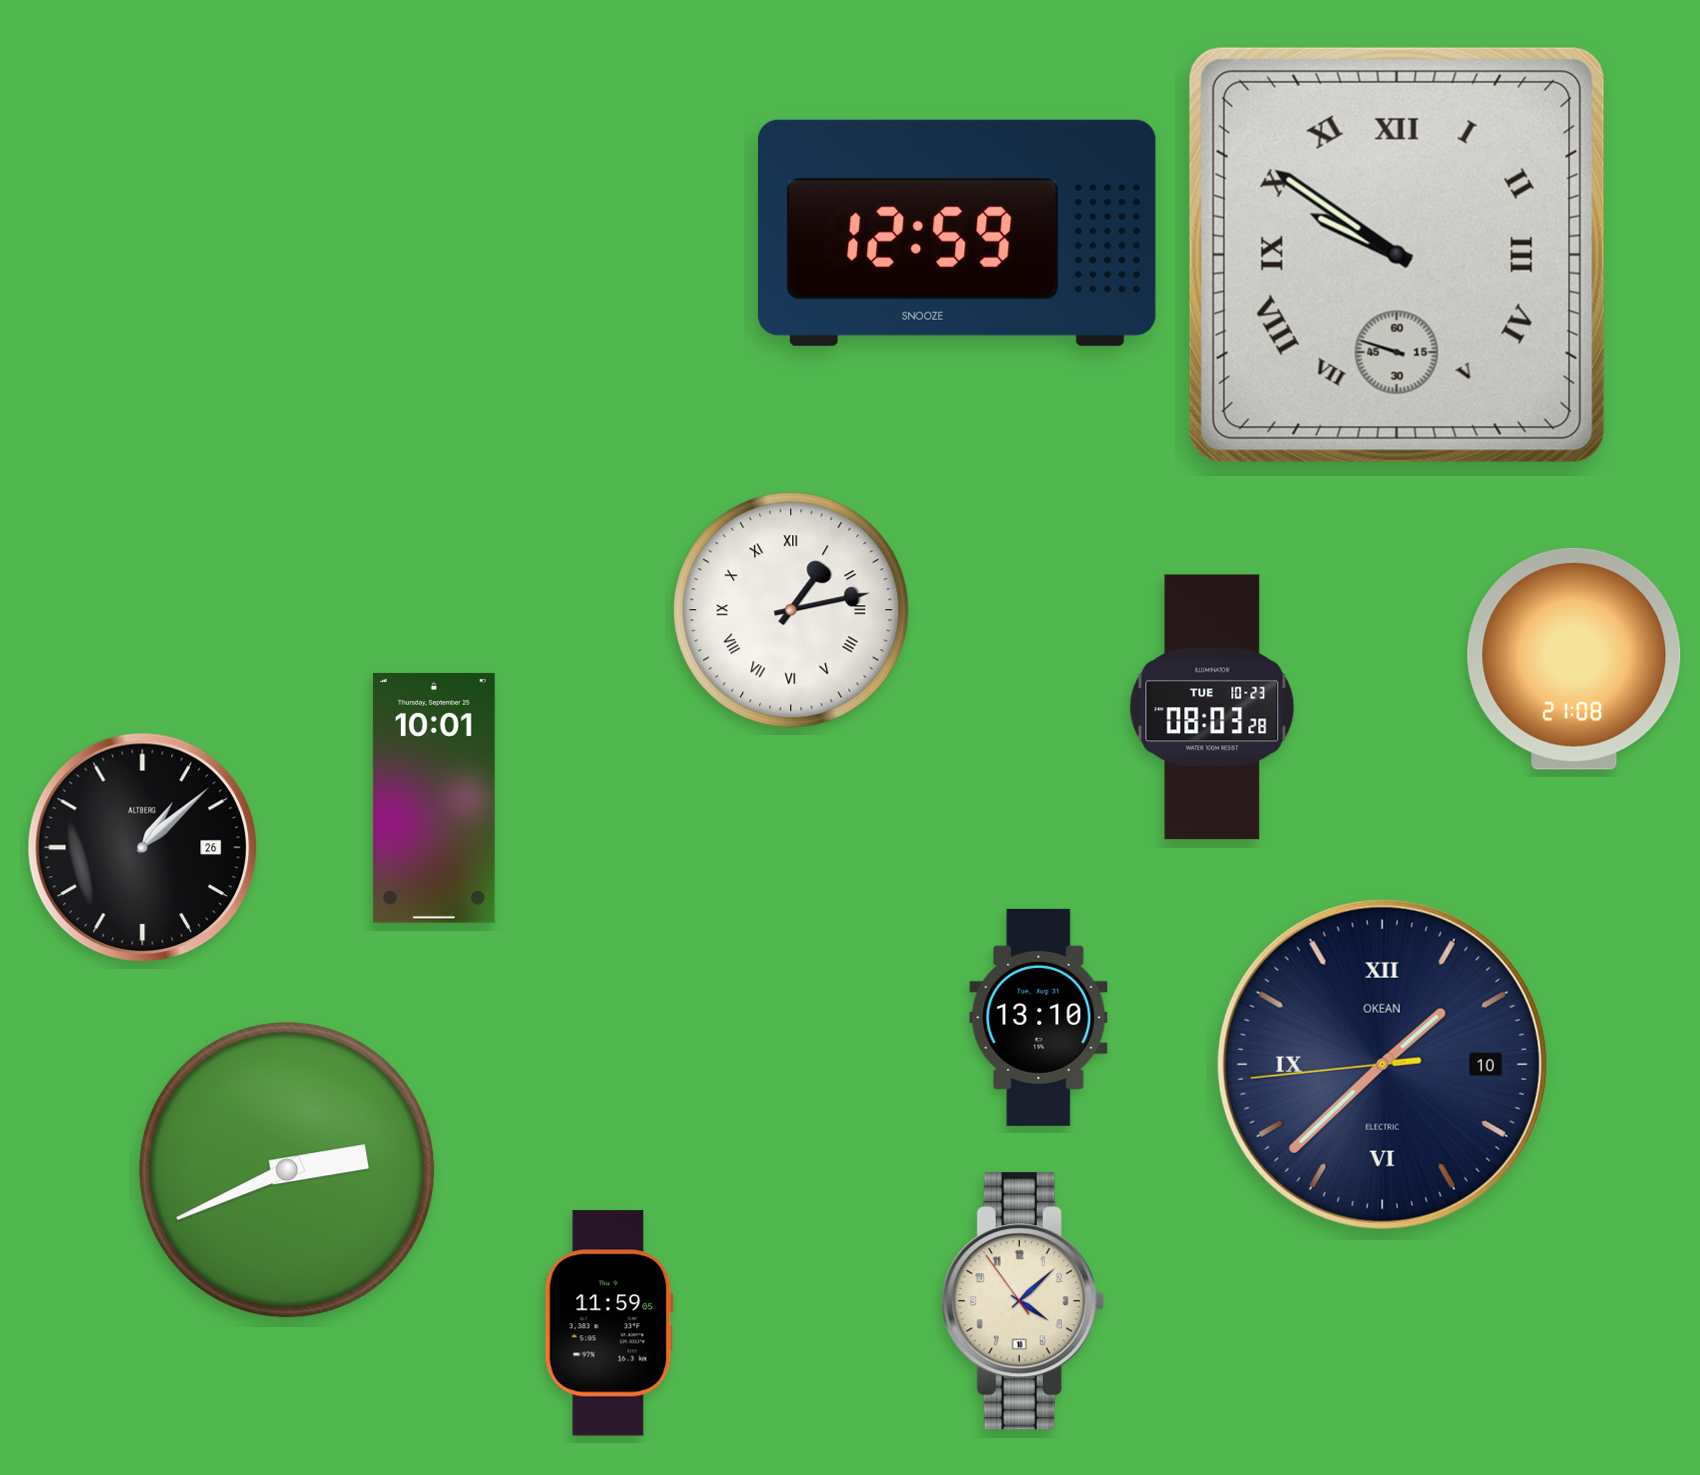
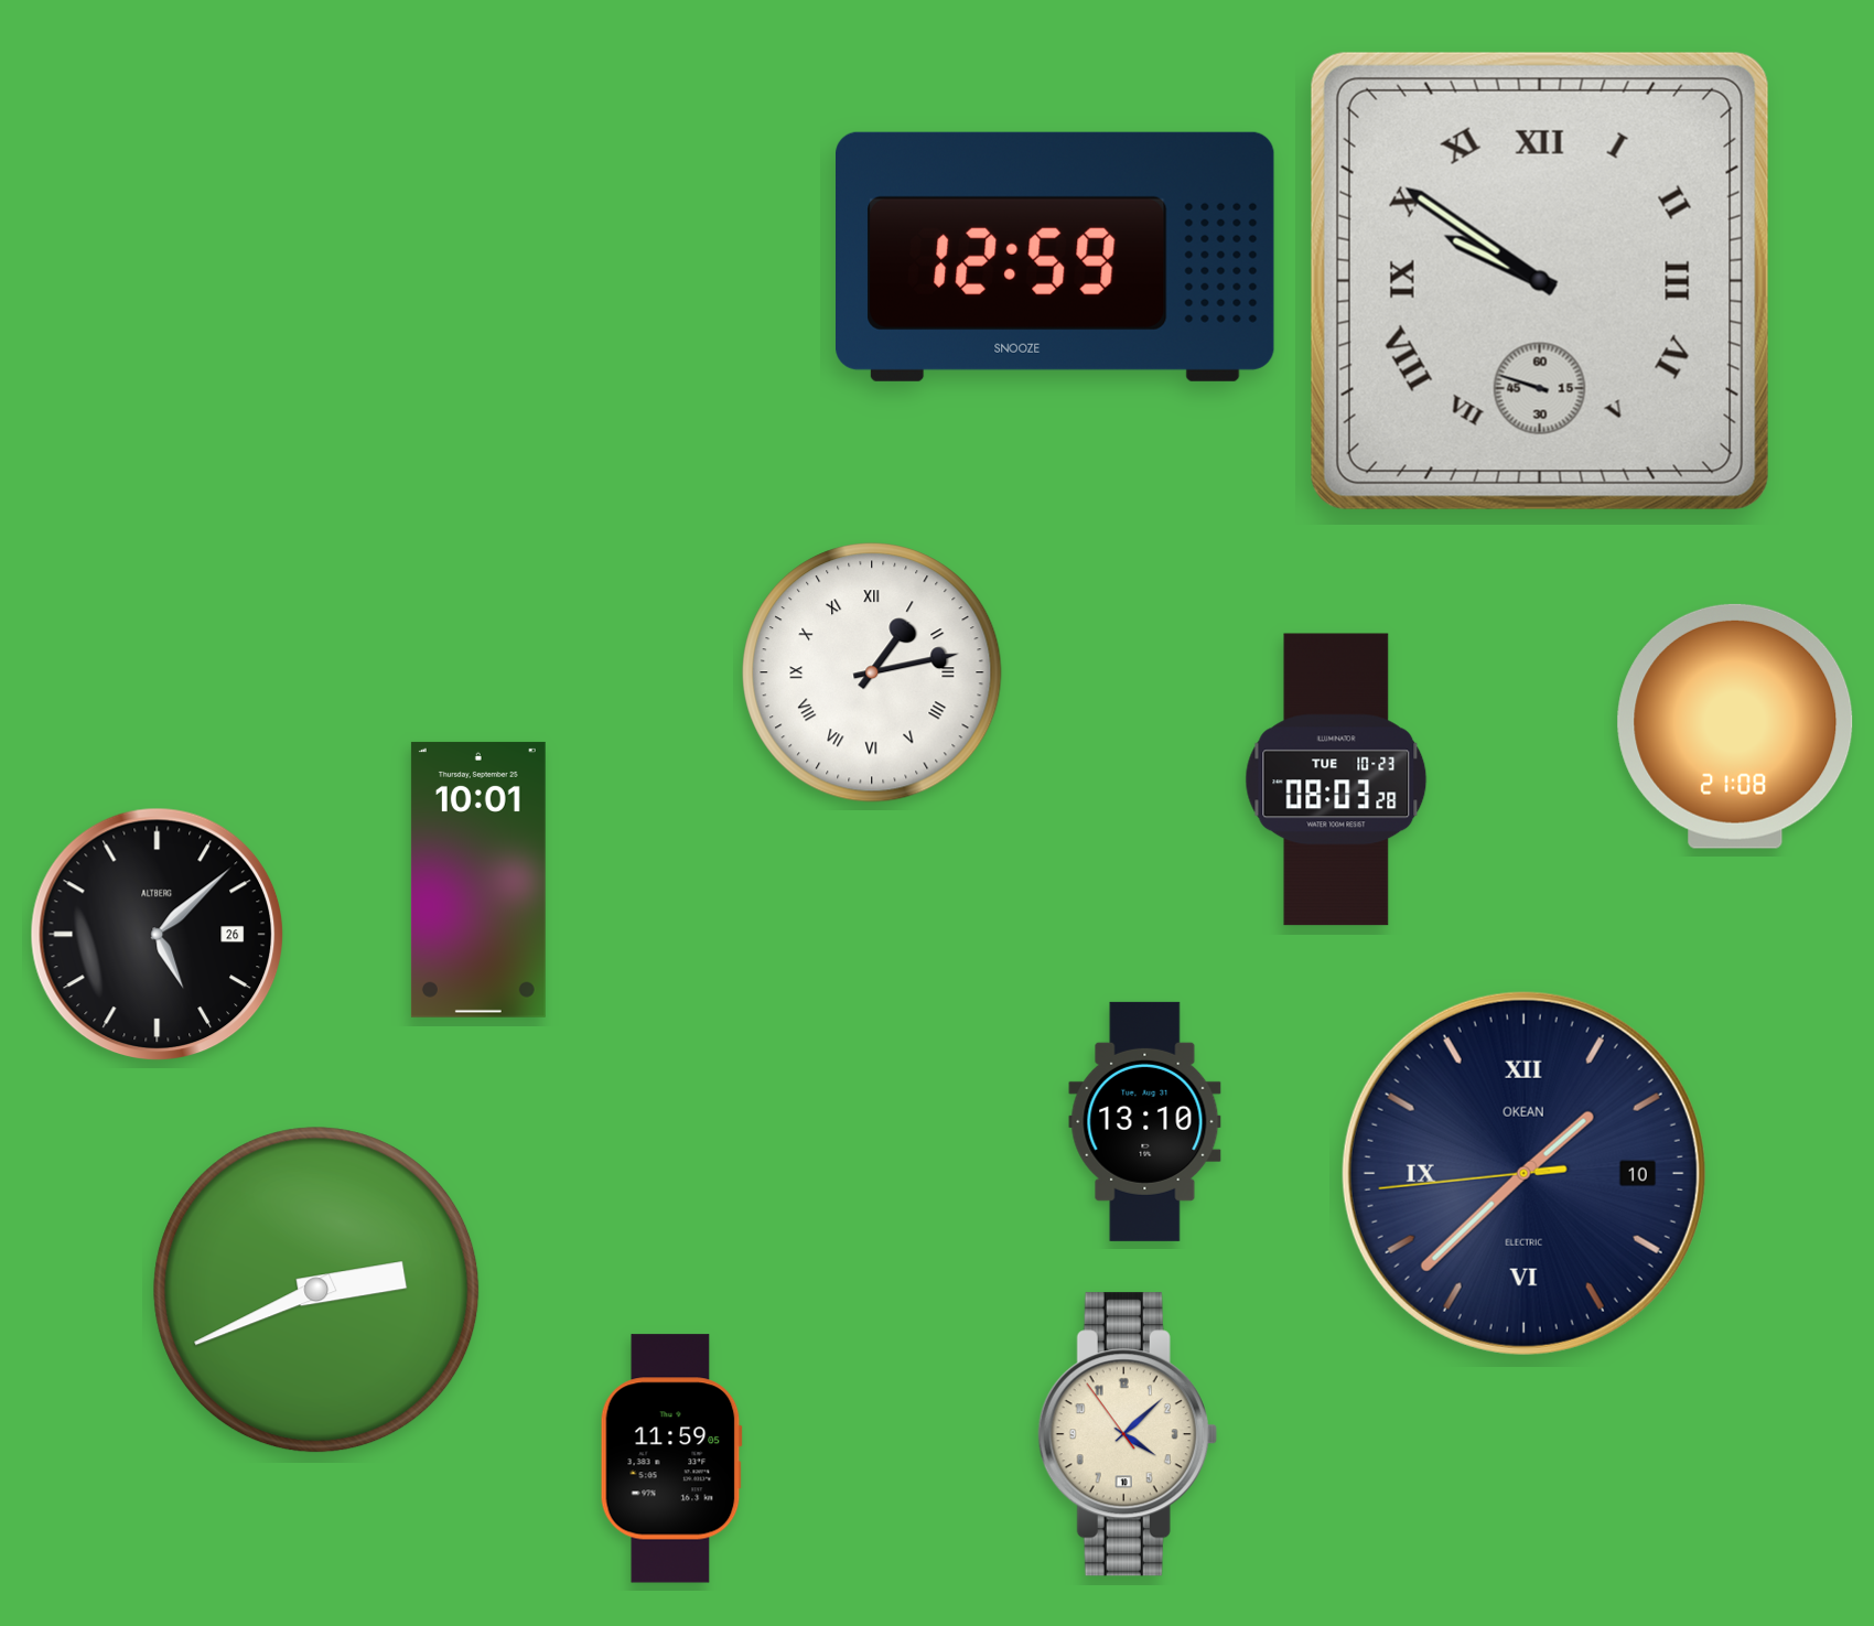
clock at (143, 848): 1:08 -> 5:08
